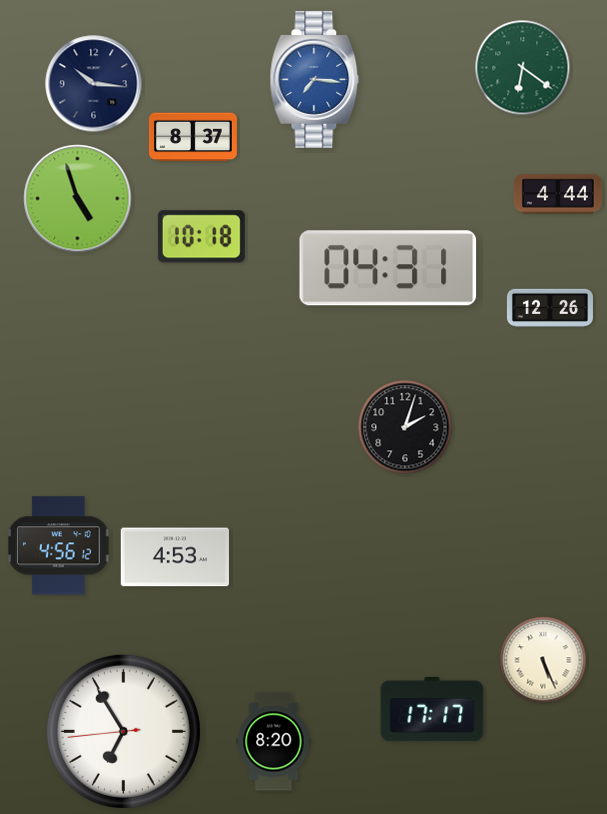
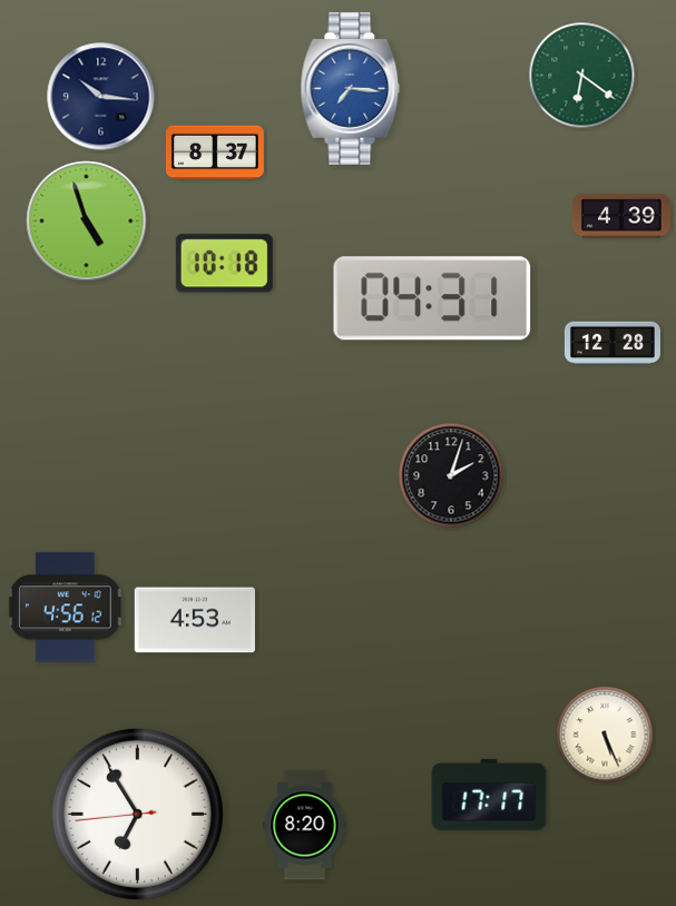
clock at (94, 84) position: (94, 84) -> (101, 97)
clock at (558, 194): 4:44 -> 4:39
clock at (550, 308): 12:26 -> 12:28
clock at (432, 709) position: (432, 709) -> (489, 795)
